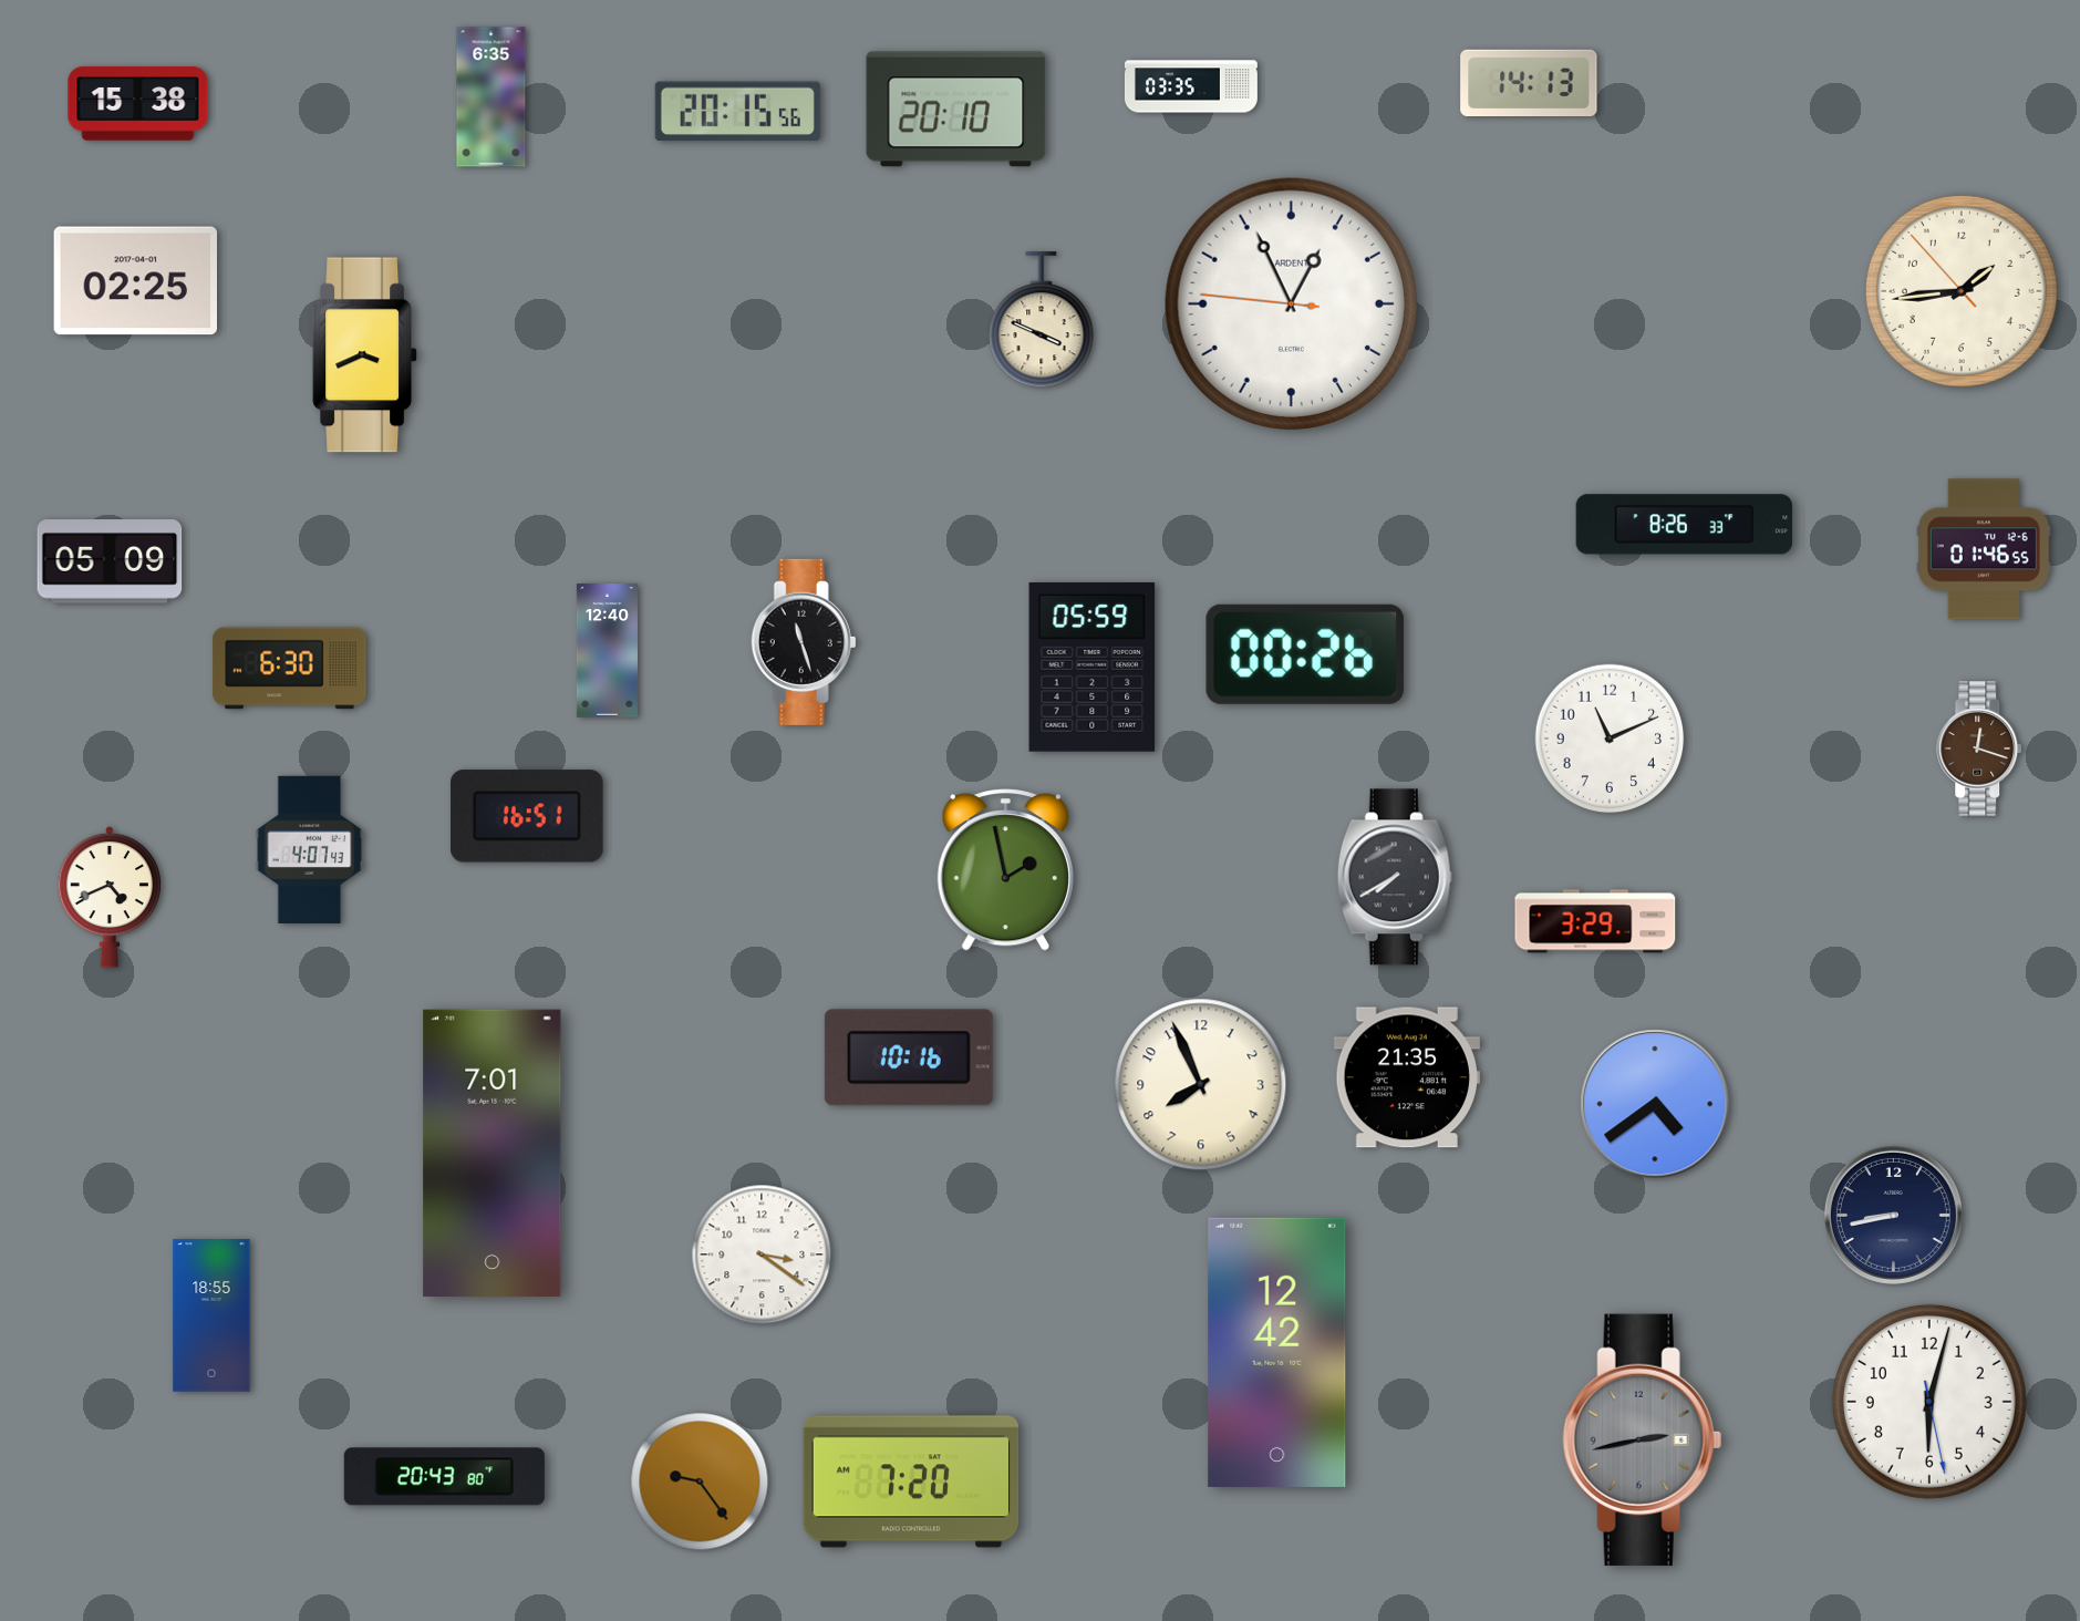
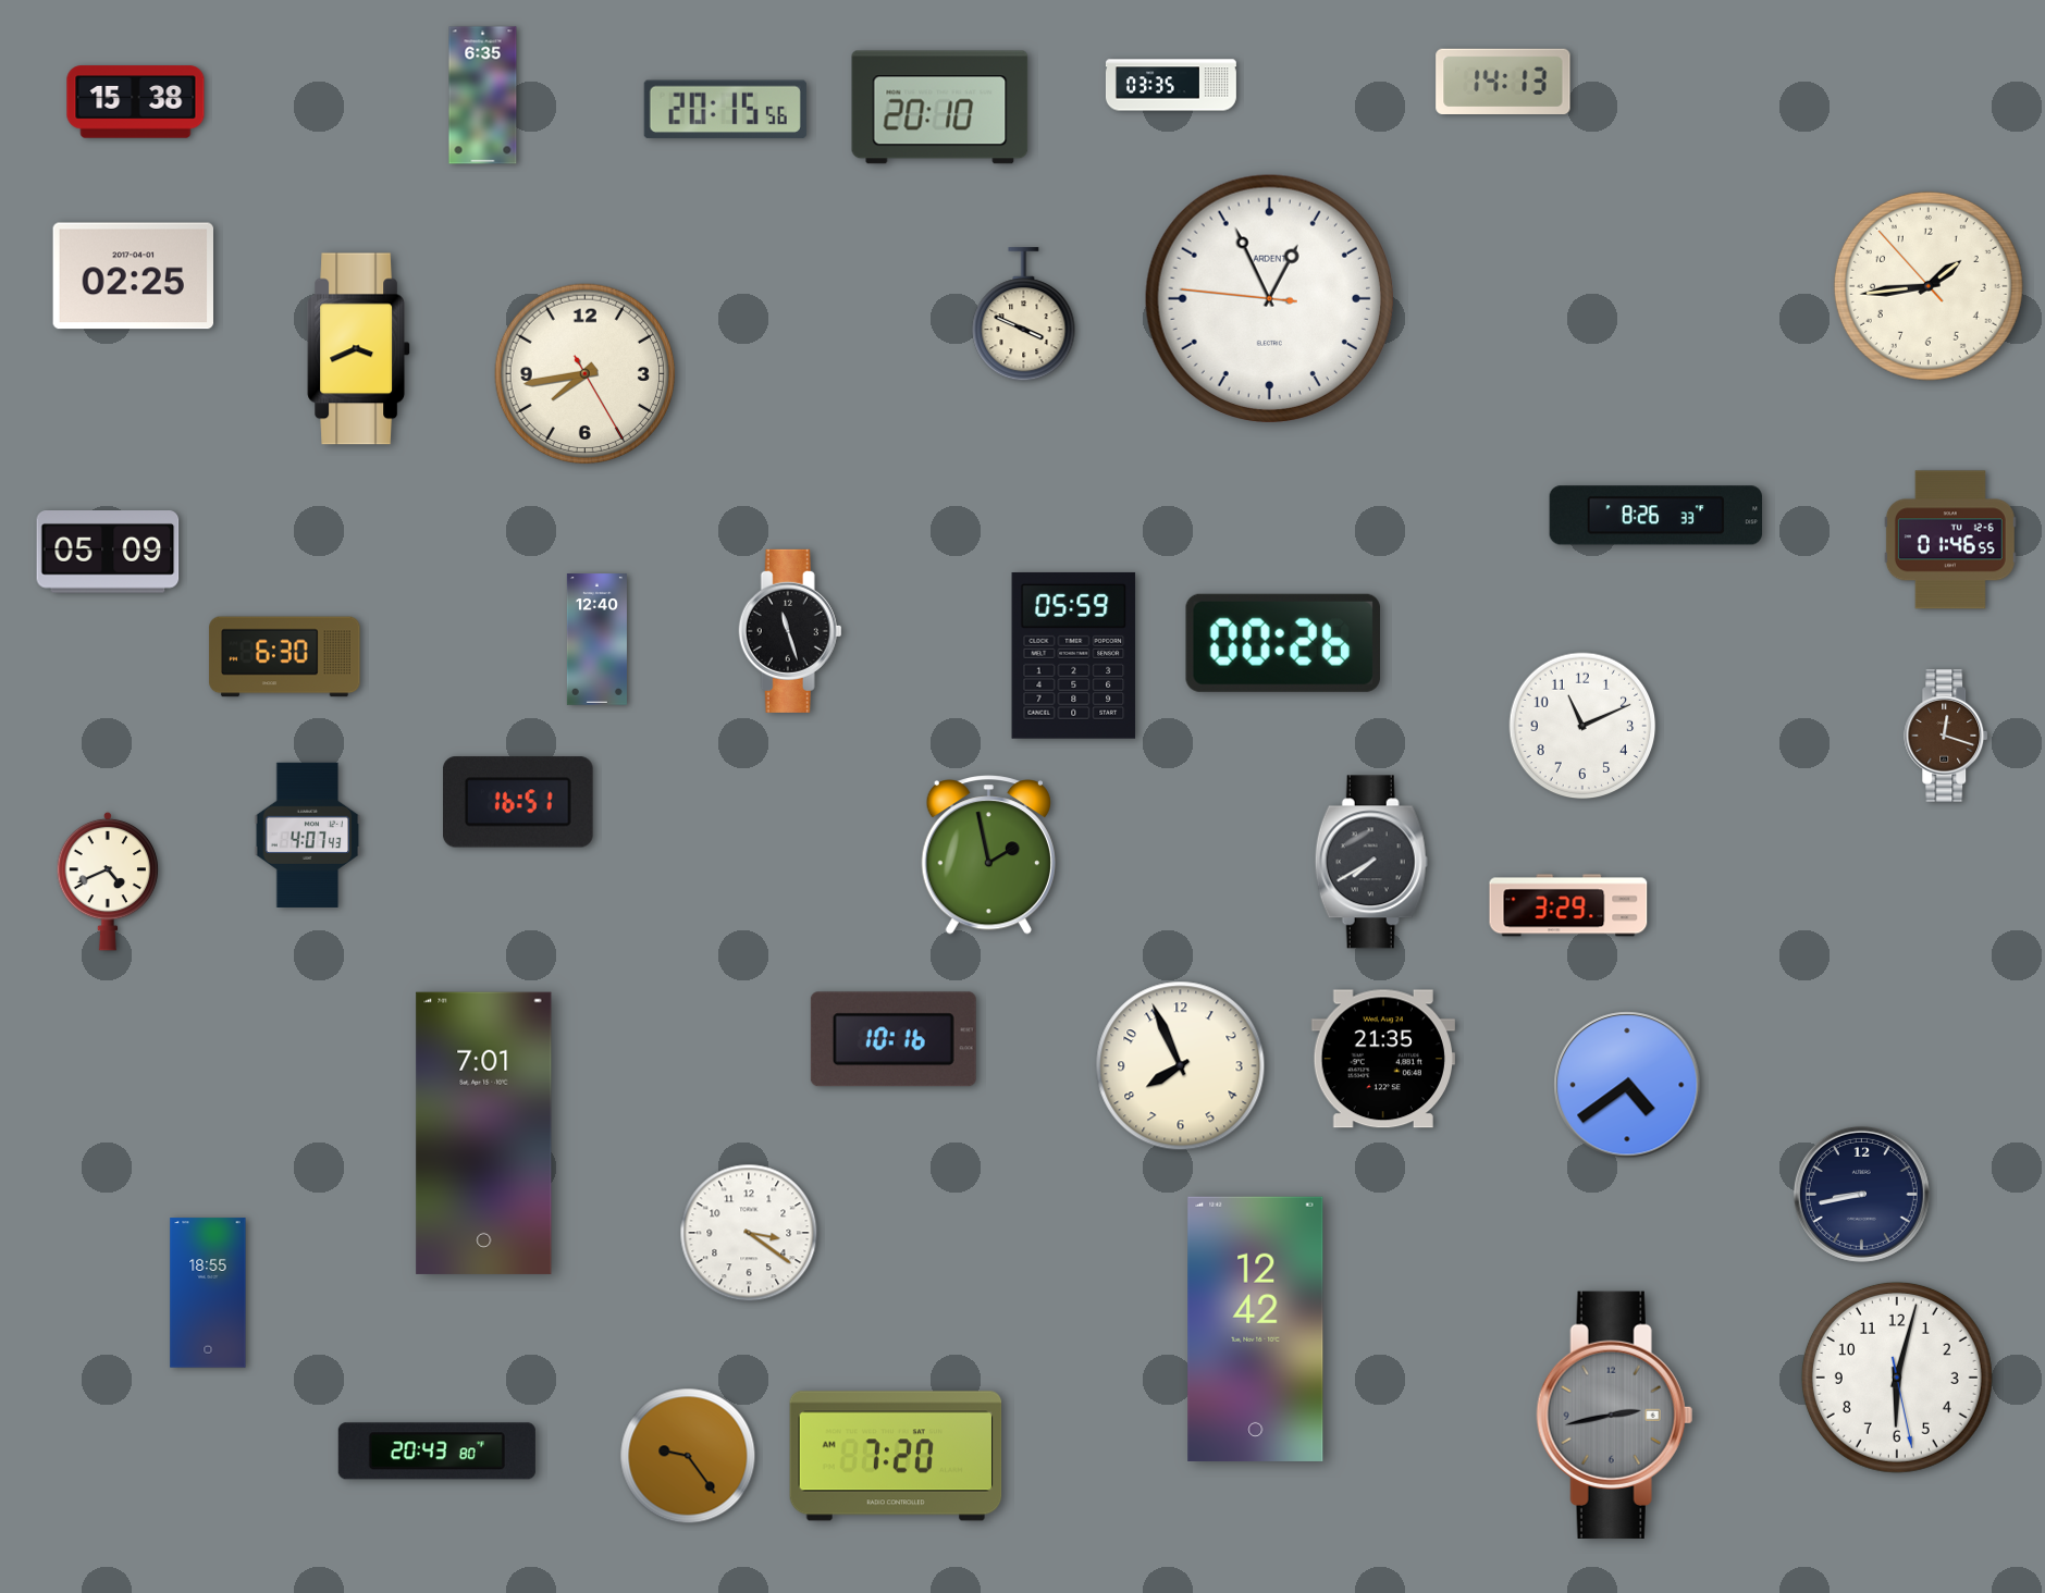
clock at (586, 374): none -> 7:43
clock at (310, 849) position: (310, 849) -> (308, 835)
